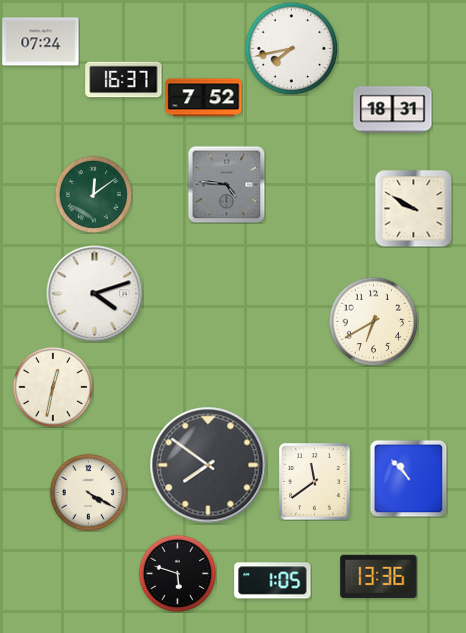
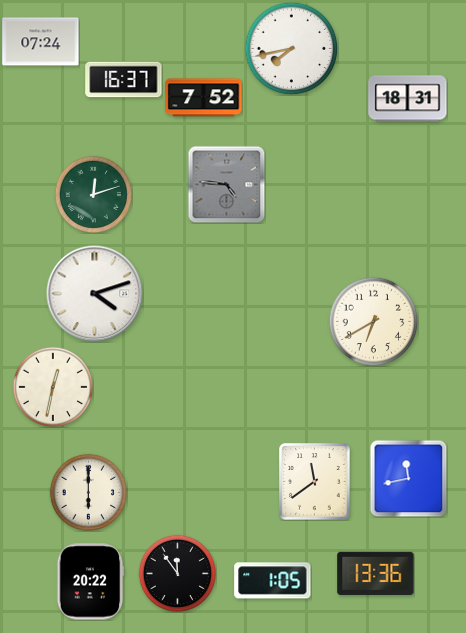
clock at (393, 110) position: (393, 110) -> (408, 99)
clock at (93, 194): 12:09 -> 12:12
clock at (413, 208): 9:50 -> none
clock at (208, 465): 7:51 -> none
clock at (408, 478): 10:53 -> 11:43
clock at (88, 492): 4:20 -> 6:00
clock at (177, 573): 5:48 -> 11:54
clock at (379, 576) position: (379, 576) -> (376, 573)
clock at (90, 582): none -> 20:22
